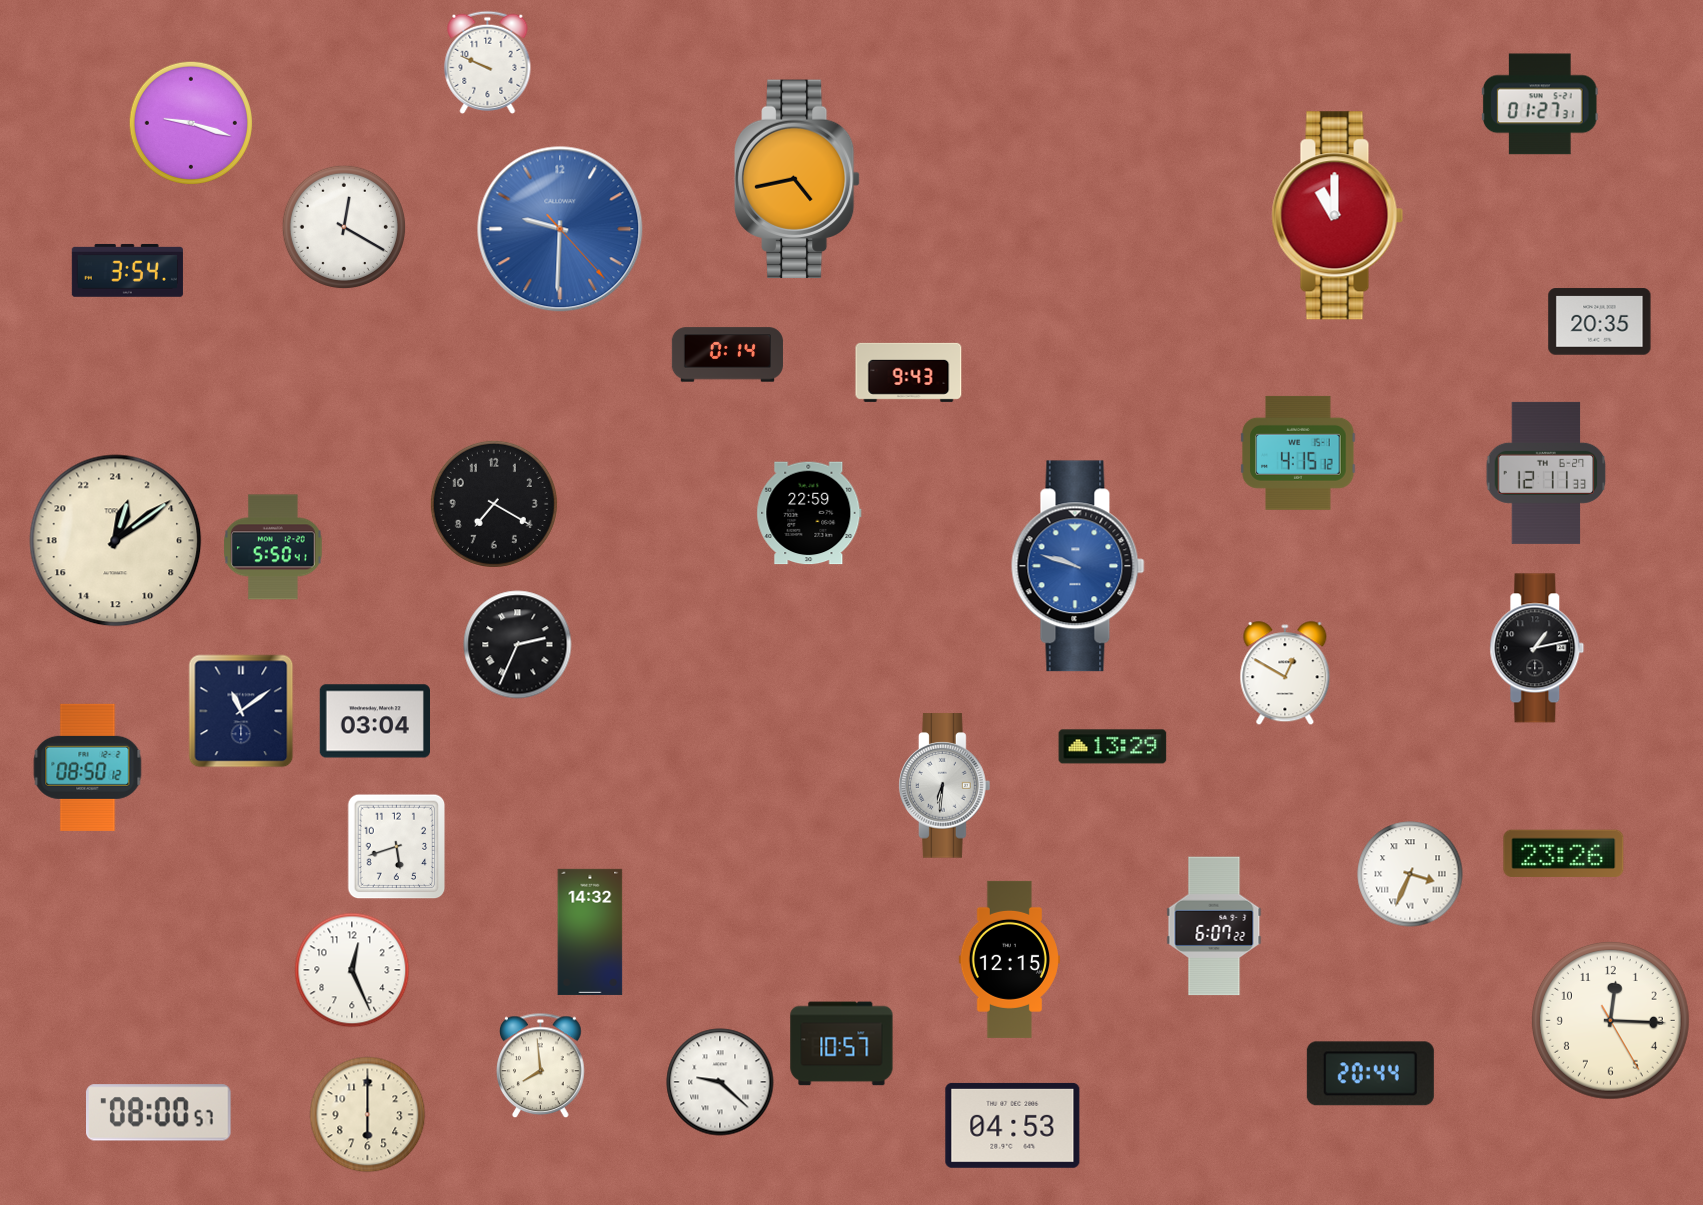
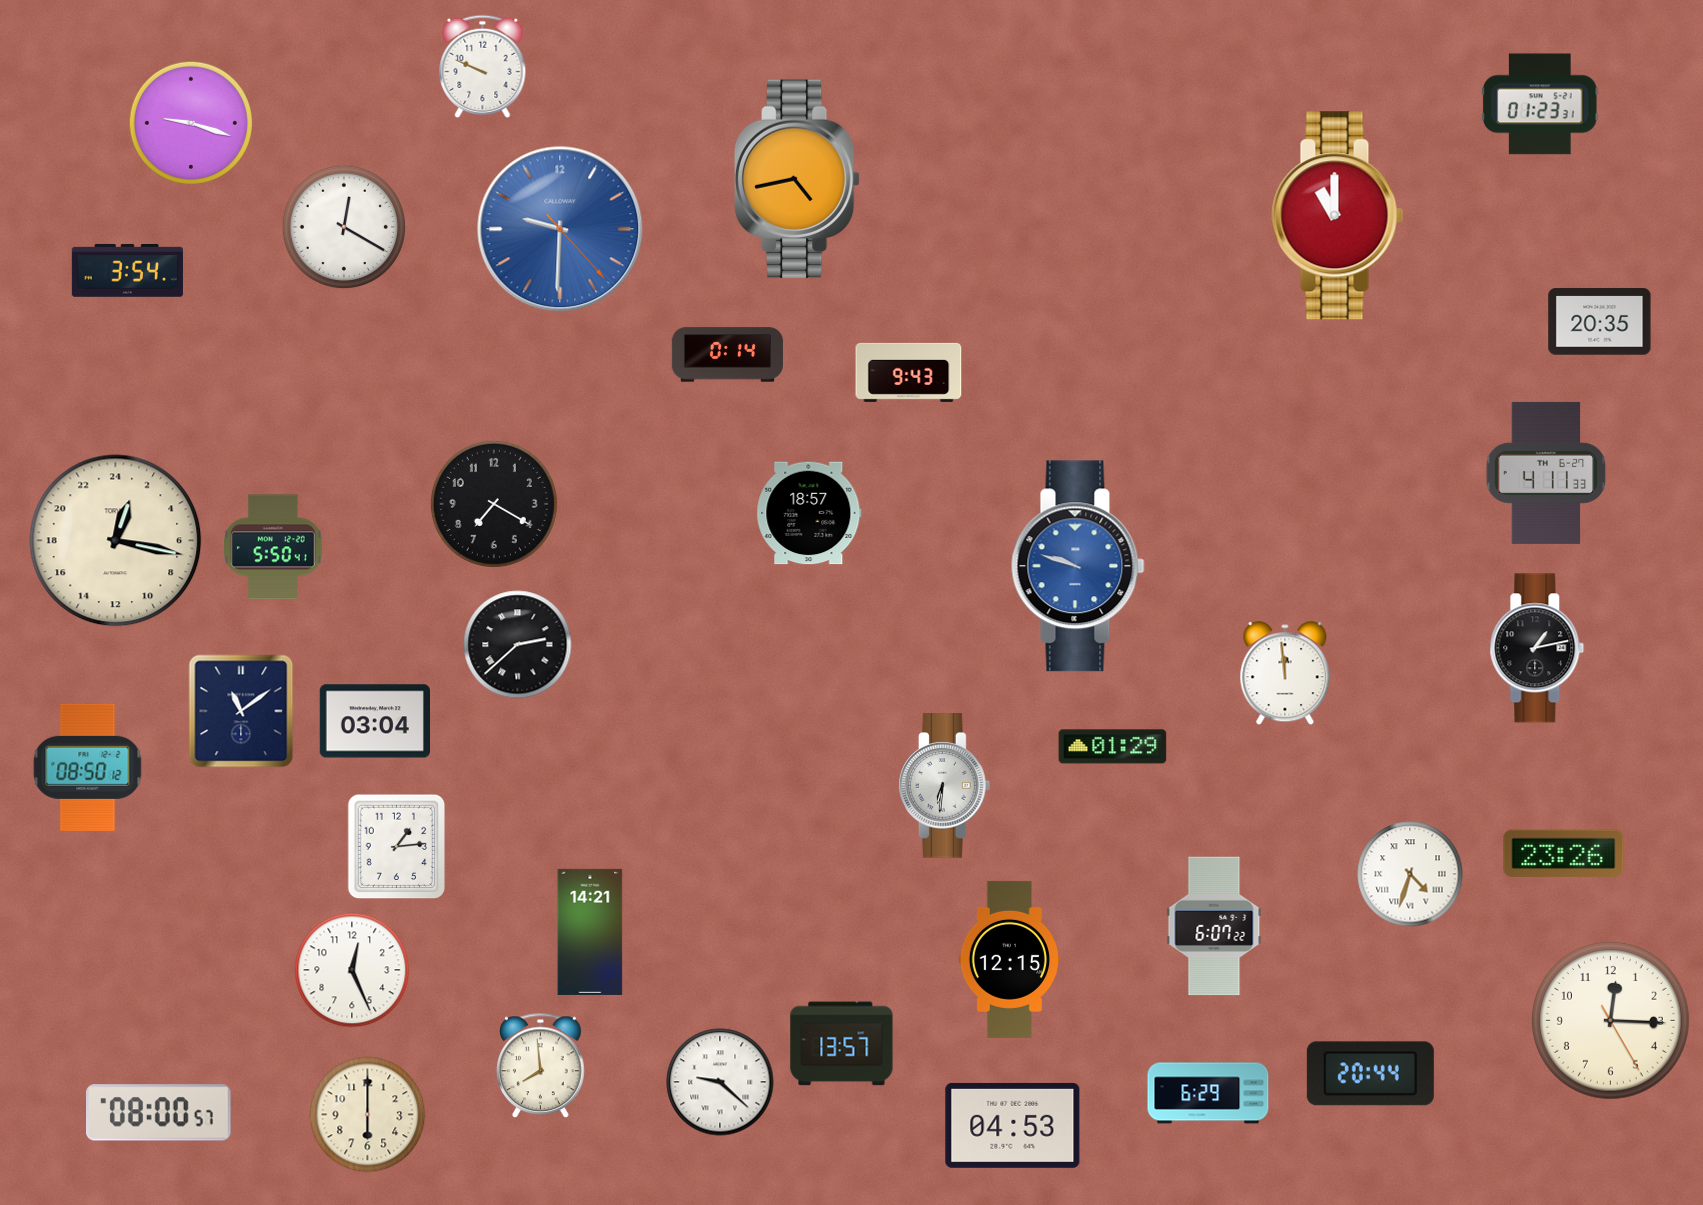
clock at (488, 62) position: (488, 62) -> (483, 66)
clock at (1540, 104): 01:27 -> 01:23
clock at (1298, 453): 4:15 -> none
clock at (1546, 473): 12:11 -> 4:11
clock at (809, 513): 22:59 -> 18:57
clock at (116, 541): 1:09 -> 1:17
clock at (518, 645): 2:34 -> 2:38
clock at (1285, 674): 12:50 -> 11:59
clock at (1113, 747): 13:29 -> 01:29
clock at (397, 847): 5:42 -> 1:14
clock at (1410, 874): 3:34 -> 4:33
clock at (590, 932): 14:32 -> 14:21
clock at (842, 1044): 10:57 -> 13:57
clock at (1208, 1093): none -> 6:29
